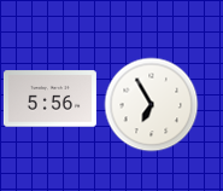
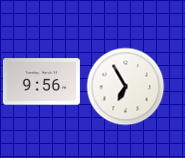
clock at (49, 99): 5:56 -> 9:56
